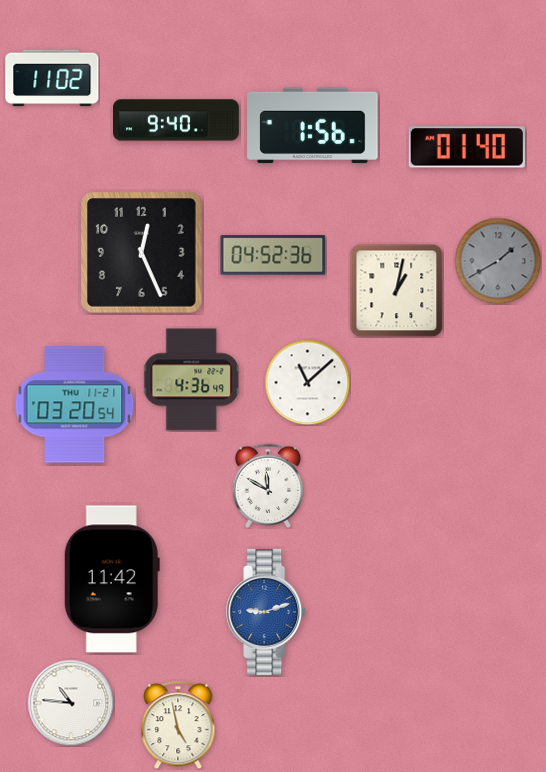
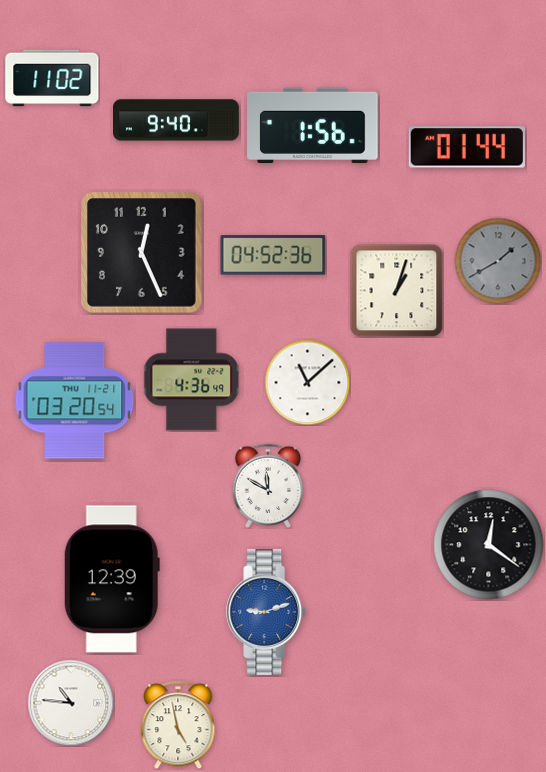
clock at (467, 147): 01:40 -> 01:44
clock at (396, 290): 1:02 -> 1:03
clock at (75, 405) position: (75, 405) -> (75, 401)
clock at (489, 545): none -> 12:21
clock at (112, 579): 11:42 -> 12:39
